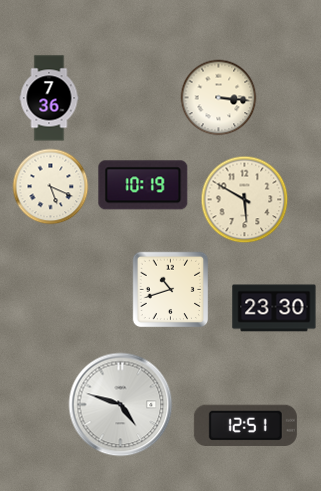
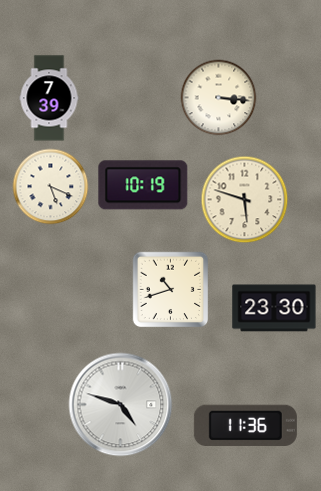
clock at (49, 98): 7:36 -> 7:39
clock at (245, 200): 5:50 -> 5:48
clock at (245, 425): 12:51 -> 11:36
